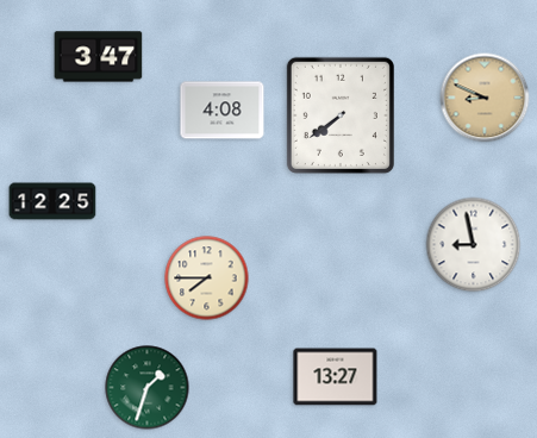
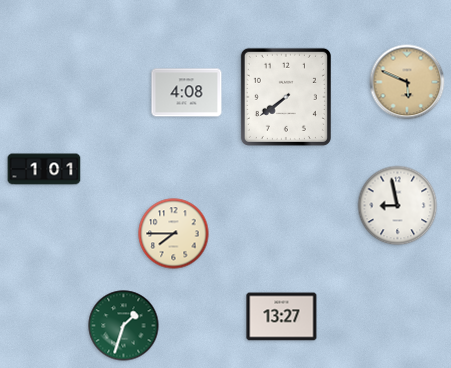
clock at (99, 57): 3:47 -> none
clock at (485, 98): 8:49 -> 5:49
clock at (52, 201): 12:25 -> 1:01
